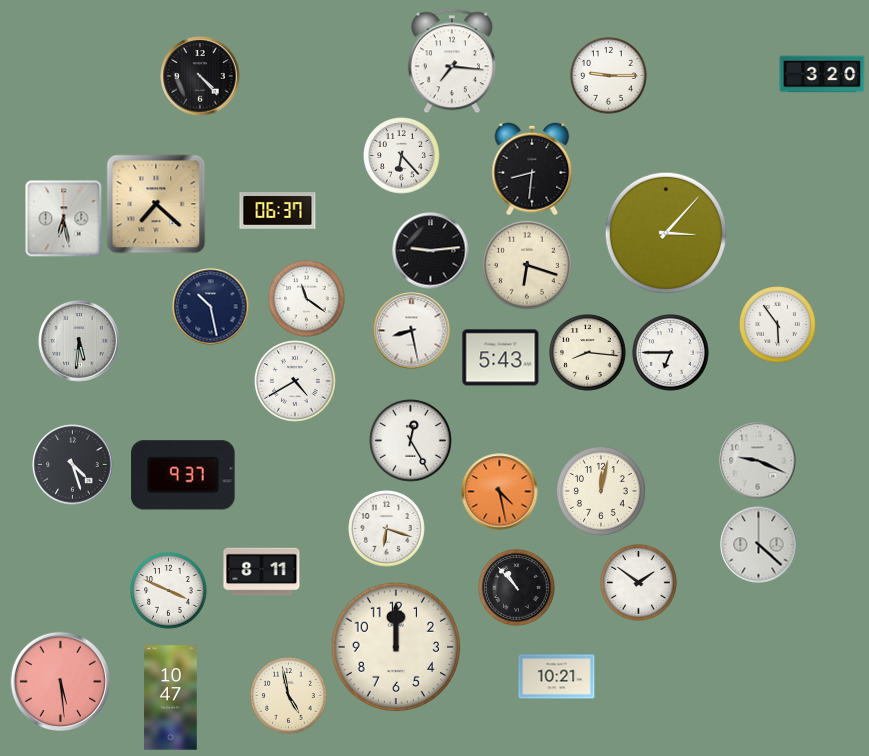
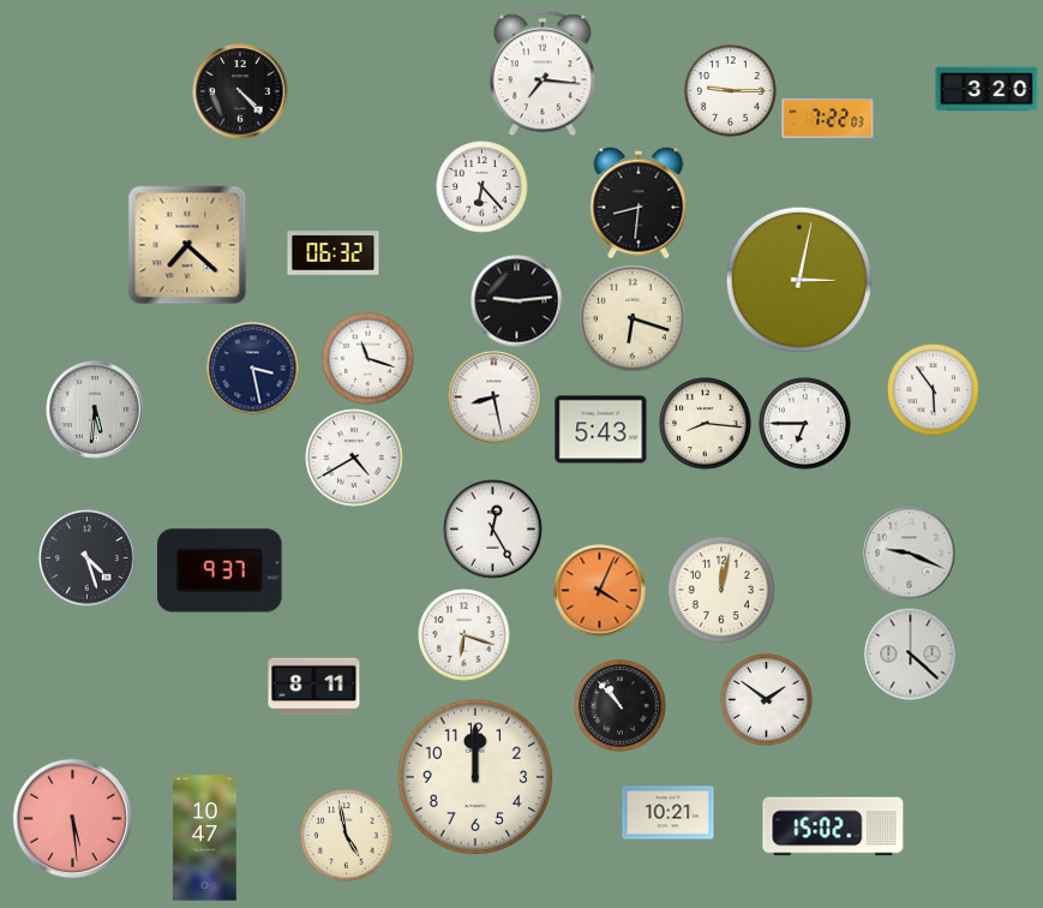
clock at (828, 119): none -> 7:22
clock at (278, 211): 06:37 -> 06:32
clock at (64, 219): 6:28 -> none
clock at (665, 232): 3:07 -> 3:02
clock at (307, 299): 11:21 -> 11:18
clock at (211, 307): 10:28 -> 3:28
clock at (500, 492): 4:28 -> 4:04
clock at (169, 591): 3:49 -> none
clock at (833, 826): none -> 15:02
